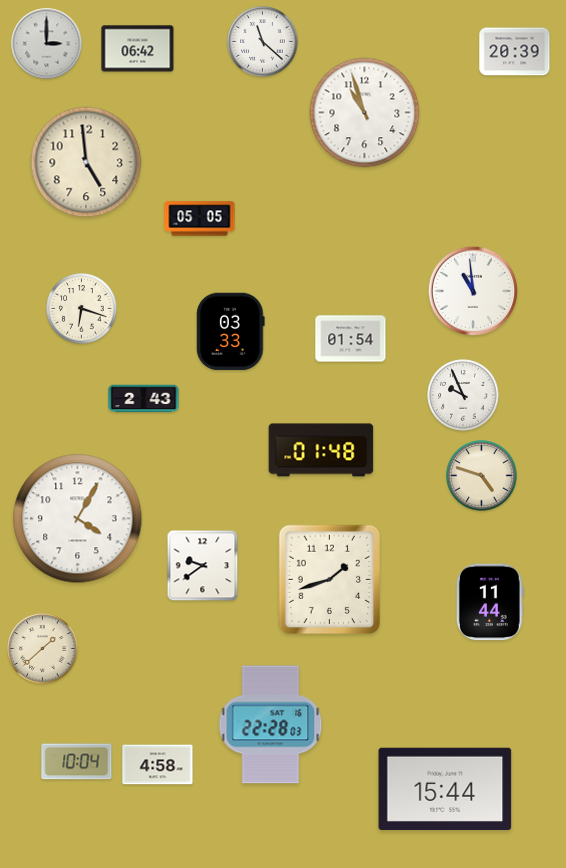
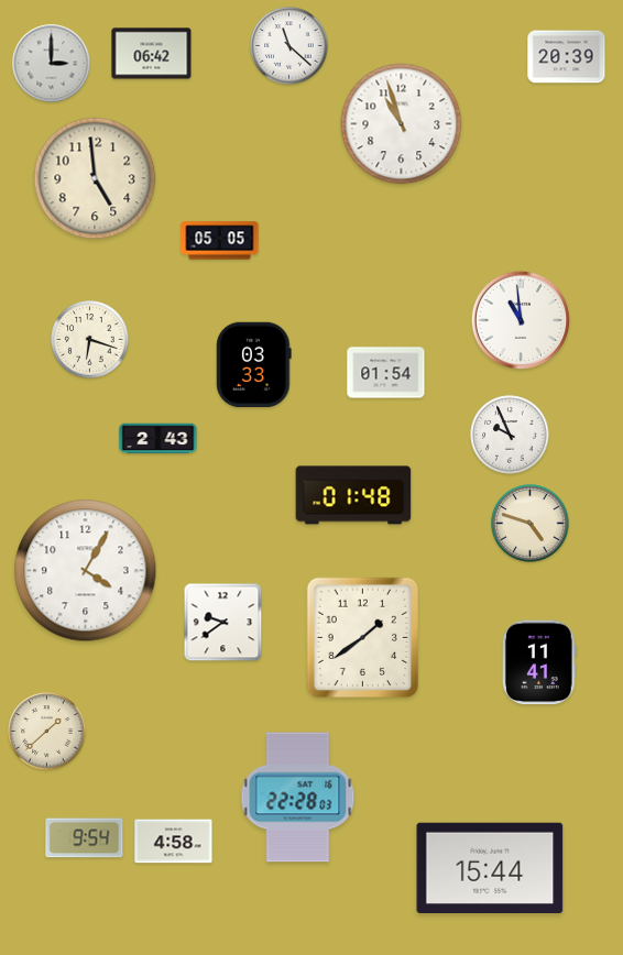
clock at (47, 44) position: (47, 44) -> (52, 64)
clock at (330, 580): 1:42 -> 1:39
clock at (490, 602): 11:44 -> 11:41
clock at (43, 649) position: (43, 649) -> (47, 732)
clock at (77, 762): 10:04 -> 9:54
